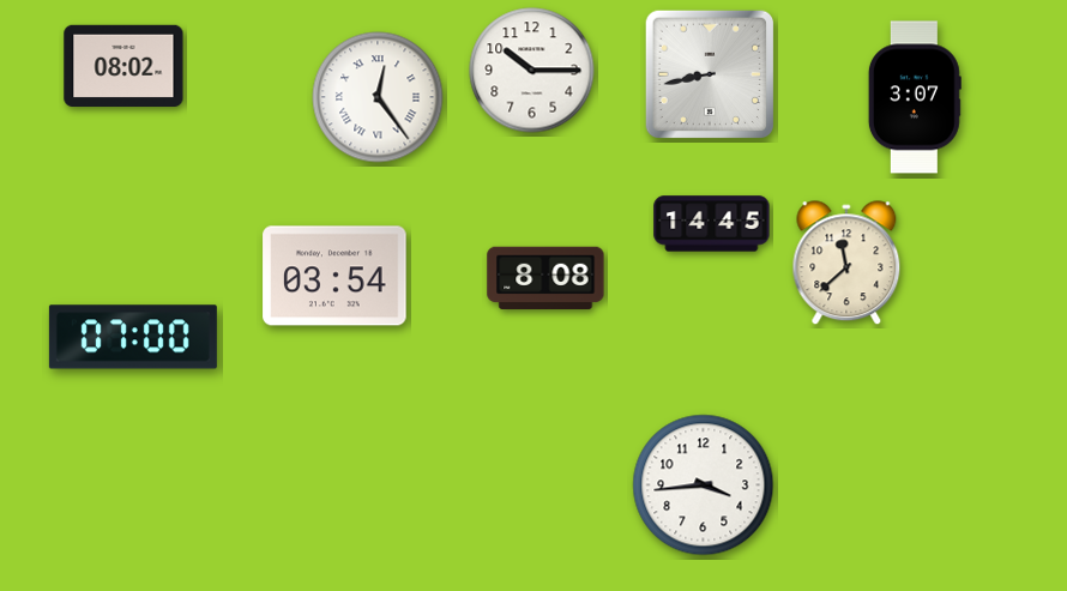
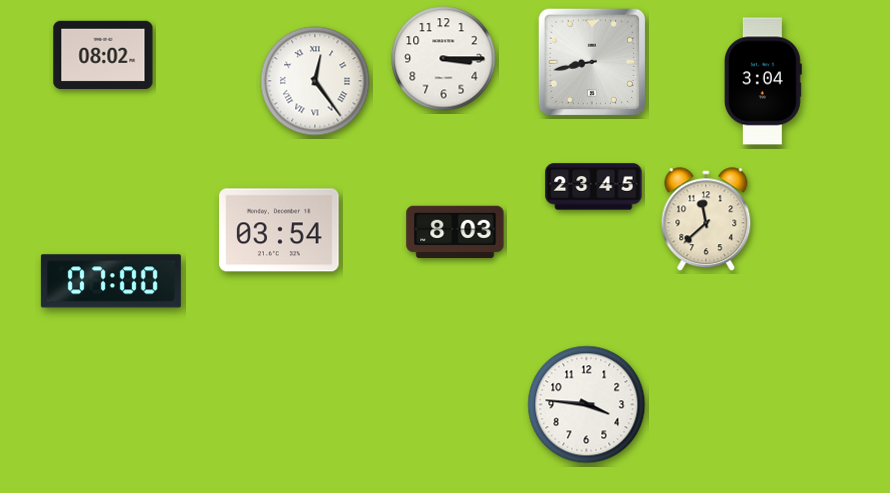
clock at (532, 71): 10:15 -> 3:15
clock at (915, 97): 3:07 -> 3:04
clock at (712, 224): 14:45 -> 23:45
clock at (545, 278): 8:08 -> 8:03
clock at (704, 486): 3:44 -> 3:46
